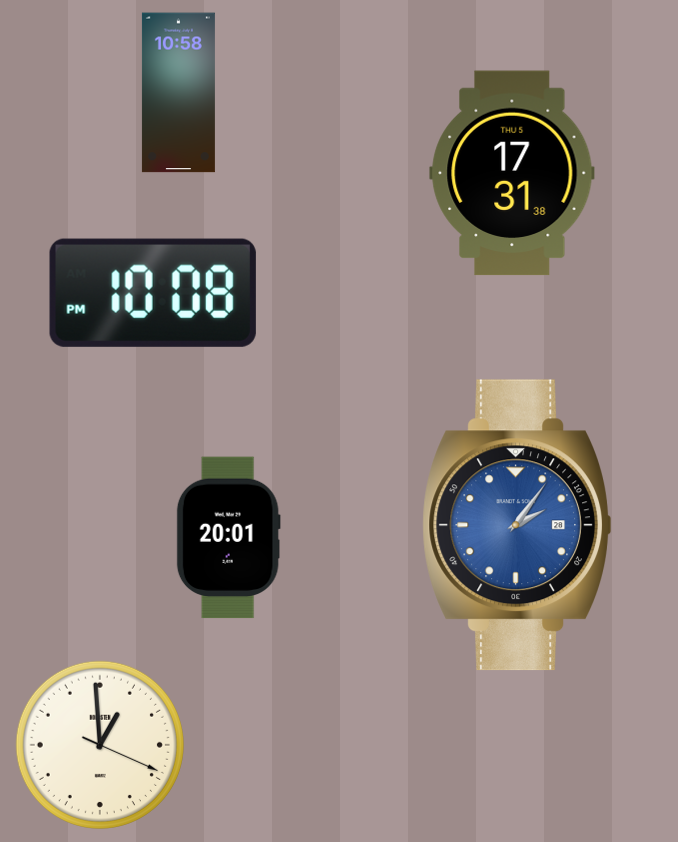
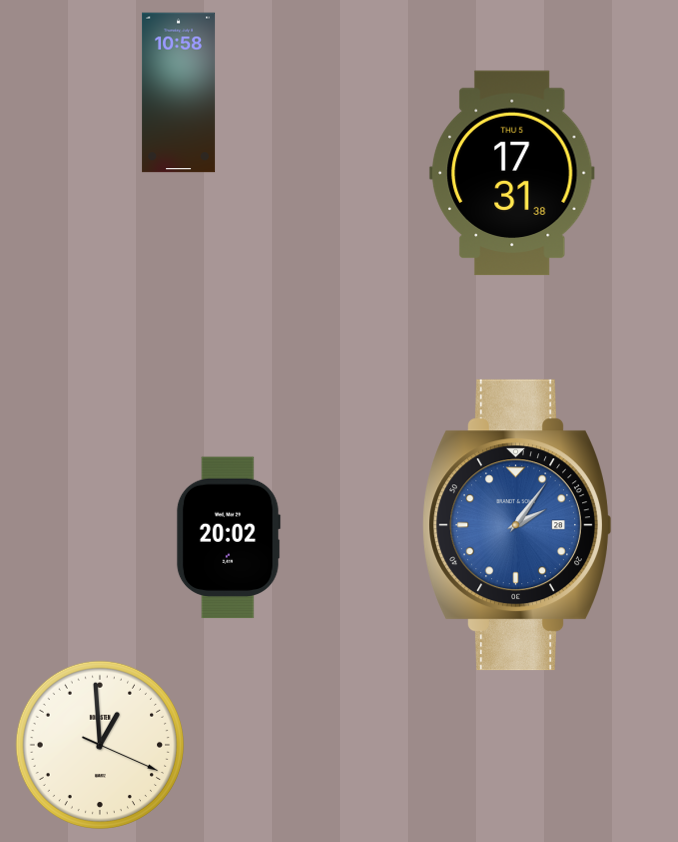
clock at (153, 293): 10:08 -> none
clock at (228, 538): 20:01 -> 20:02
